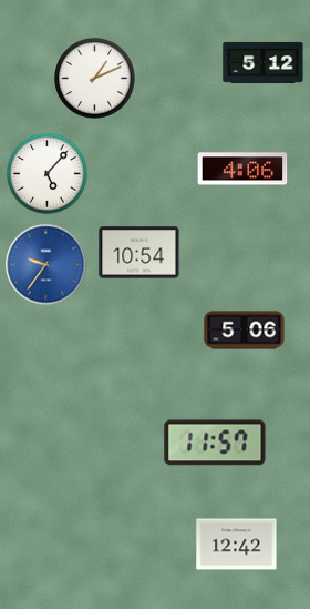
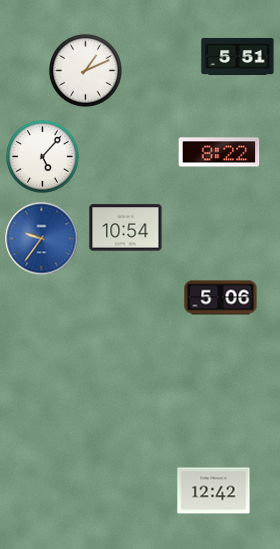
clock at (263, 62): 5:12 -> 5:51
clock at (242, 169): 4:06 -> 8:22
clock at (215, 443): 11:57 -> none
